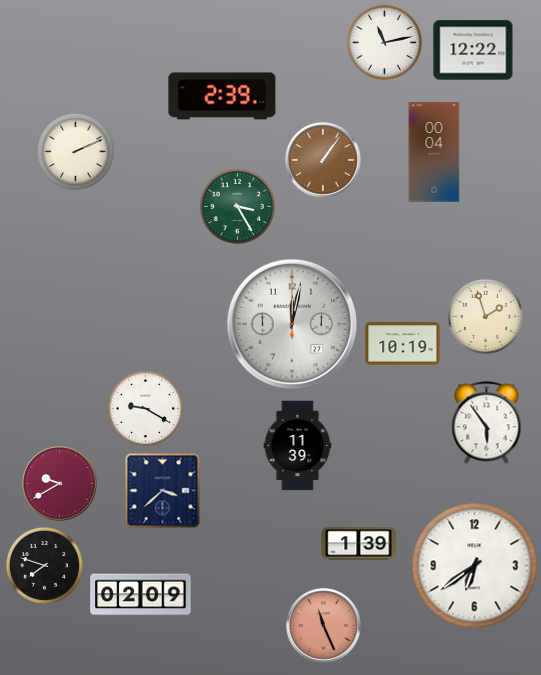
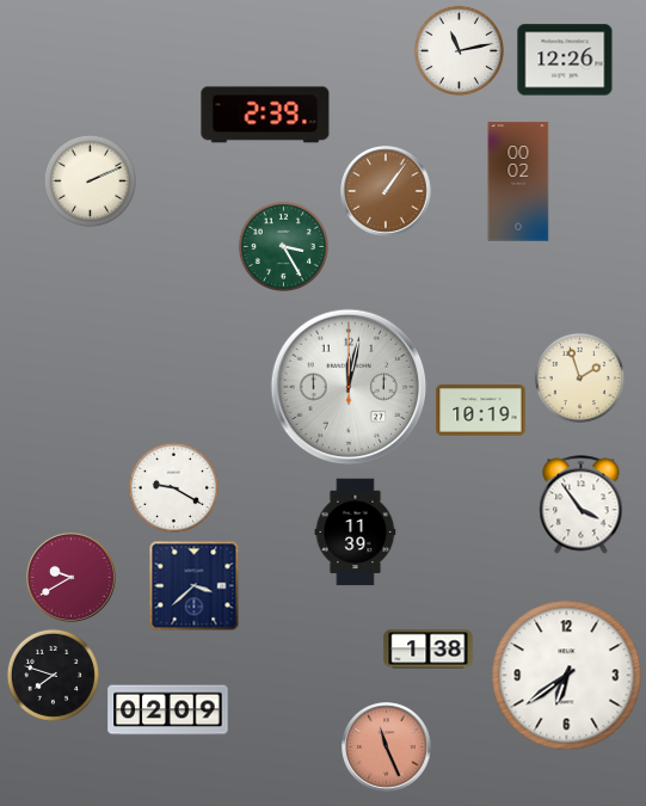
clock at (473, 50): 12:22 -> 12:26
clock at (434, 152): 00:04 -> 00:02
clock at (487, 423): 5:54 -> 3:54
clock at (359, 544): 1:39 -> 1:38
